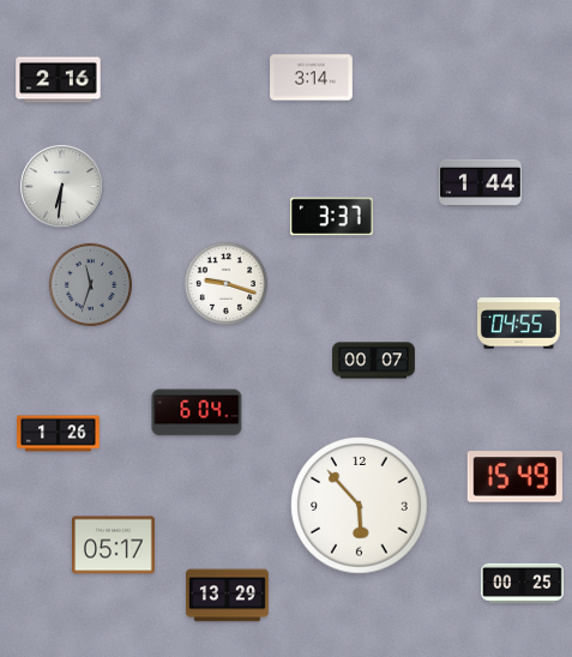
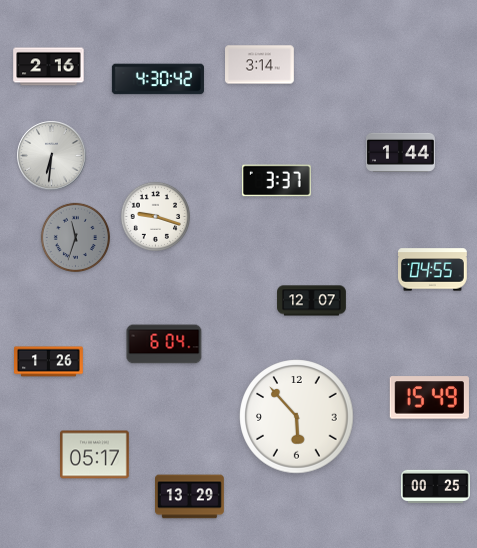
clock at (158, 79): none -> 4:30
clock at (225, 283) position: (225, 283) -> (155, 216)
clock at (374, 361): 00:07 -> 12:07
clock at (360, 506) position: (360, 506) -> (297, 417)
